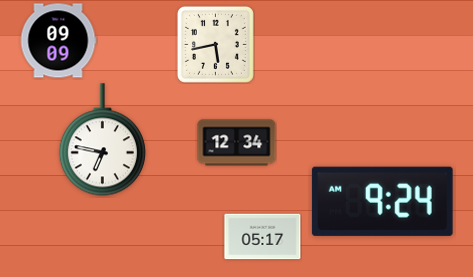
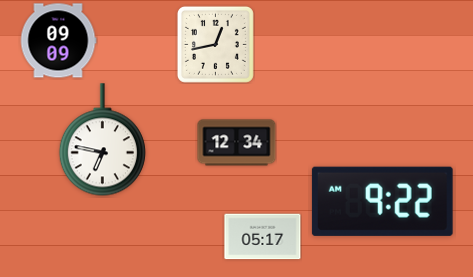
clock at (215, 44): 5:43 -> 12:43
clock at (382, 201): 9:24 -> 9:22
